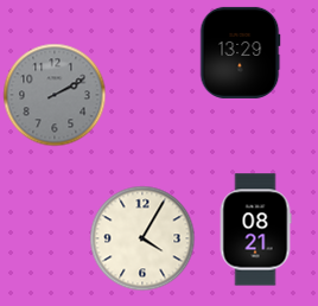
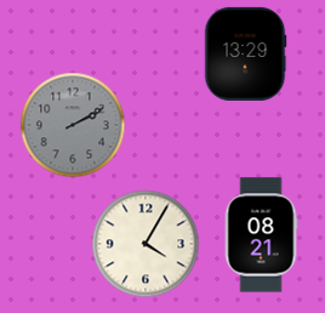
clock at (55, 95) position: (55, 95) -> (73, 125)
